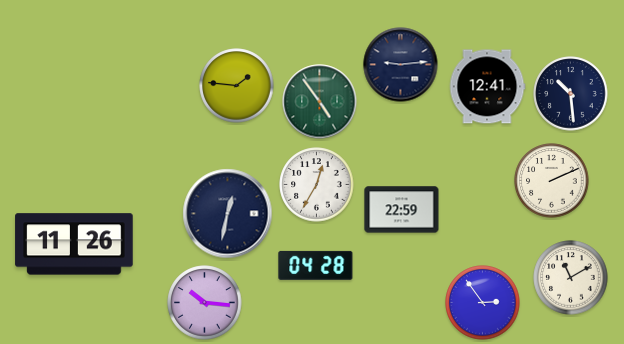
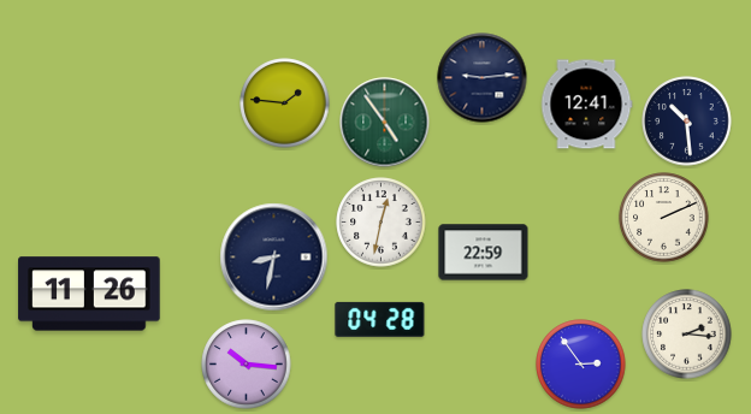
clock at (571, 94) position: (571, 94) -> (687, 122)
clock at (317, 185): 12:35 -> 12:32
clock at (228, 214): 12:32 -> 8:32
clock at (571, 278): 11:10 -> 2:16
